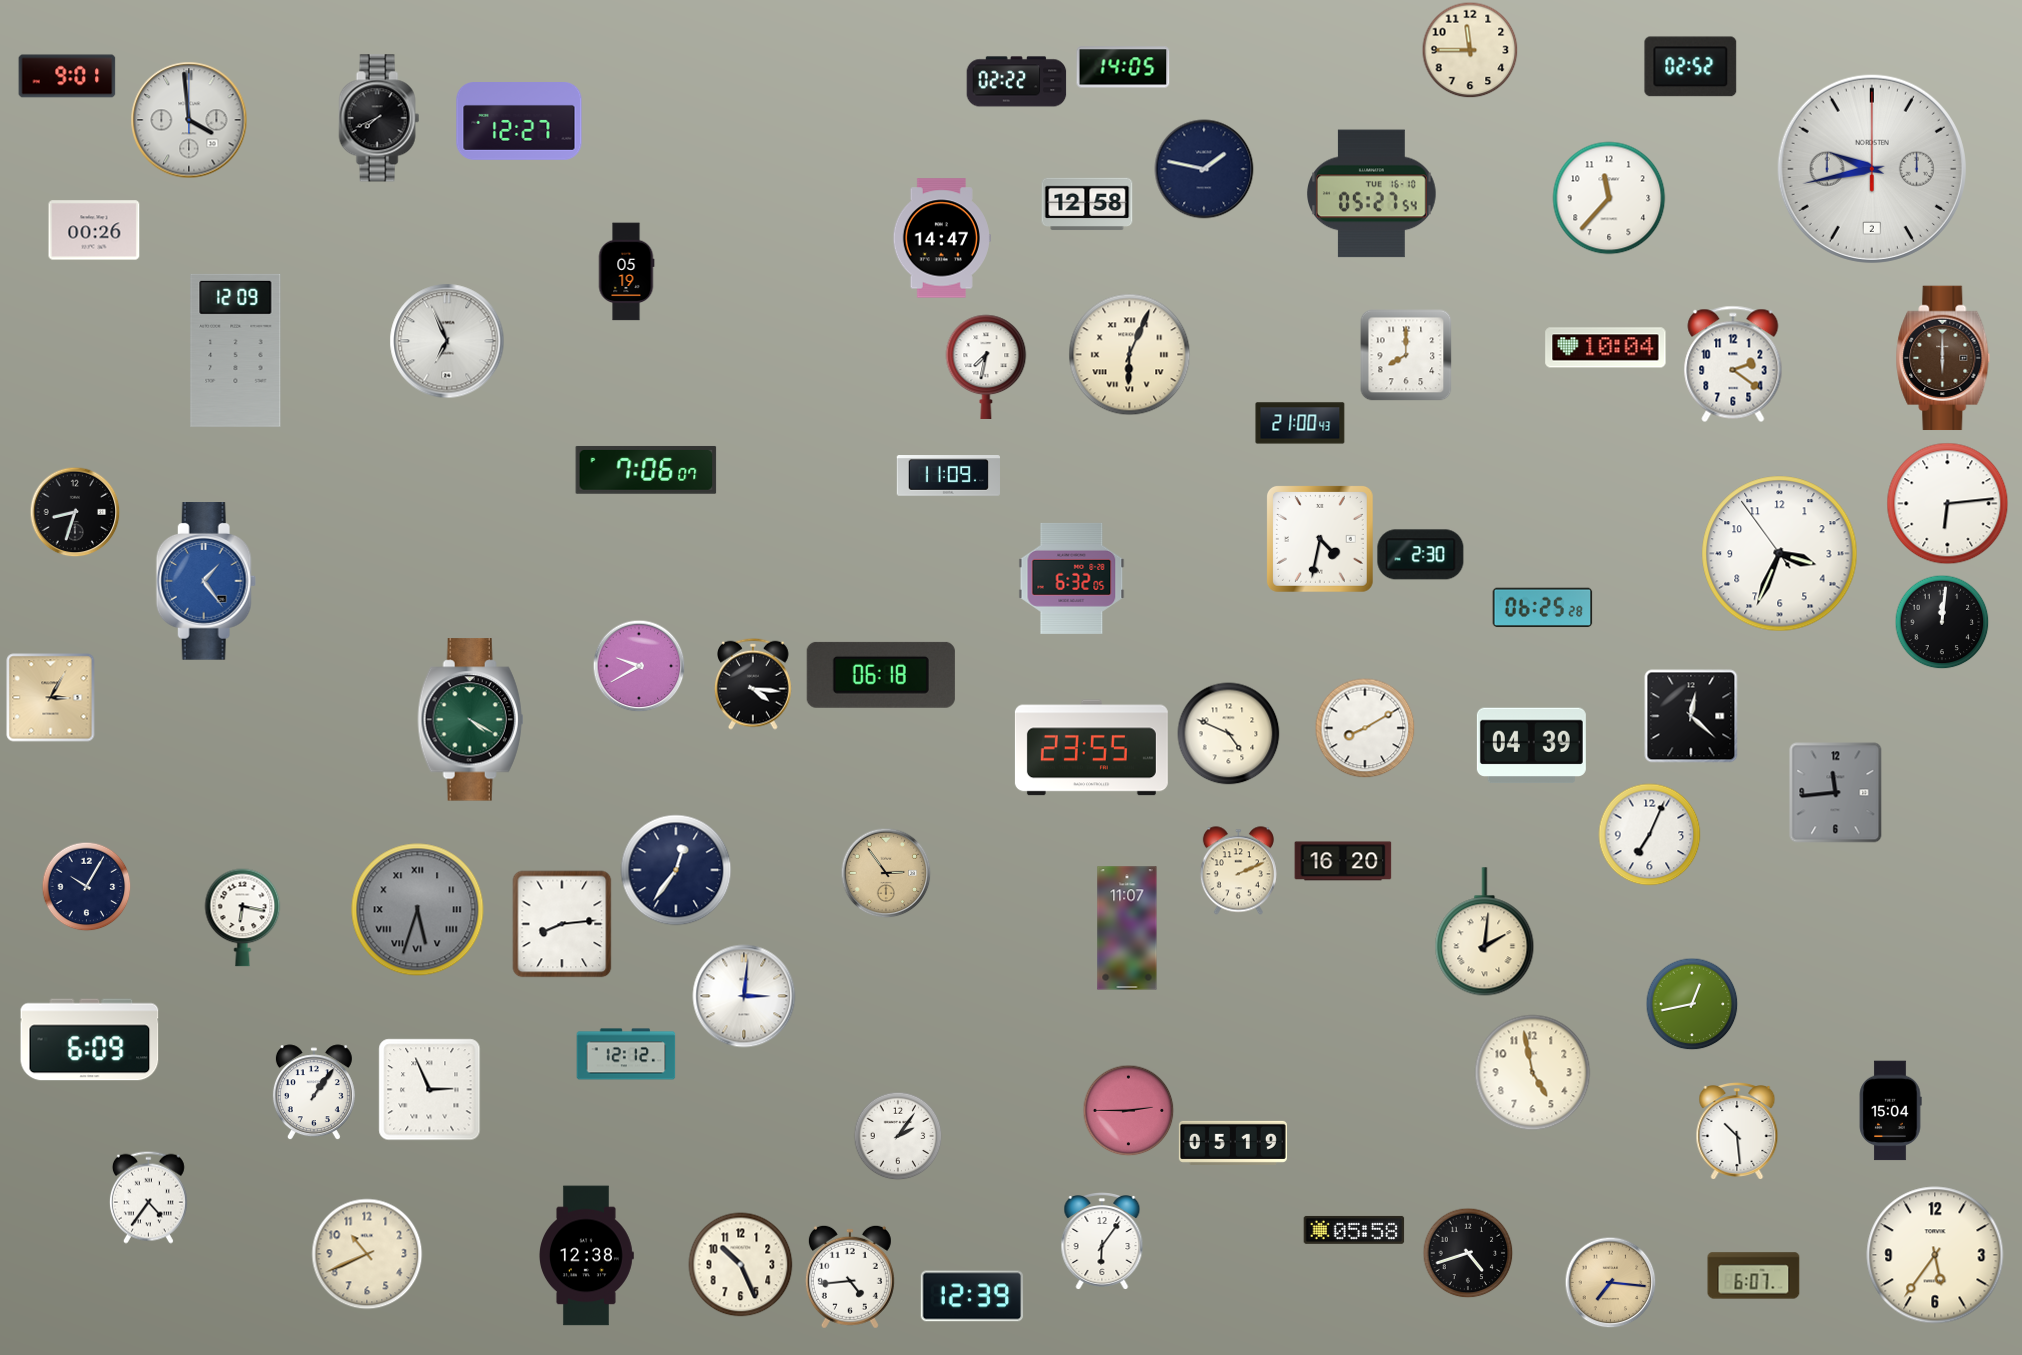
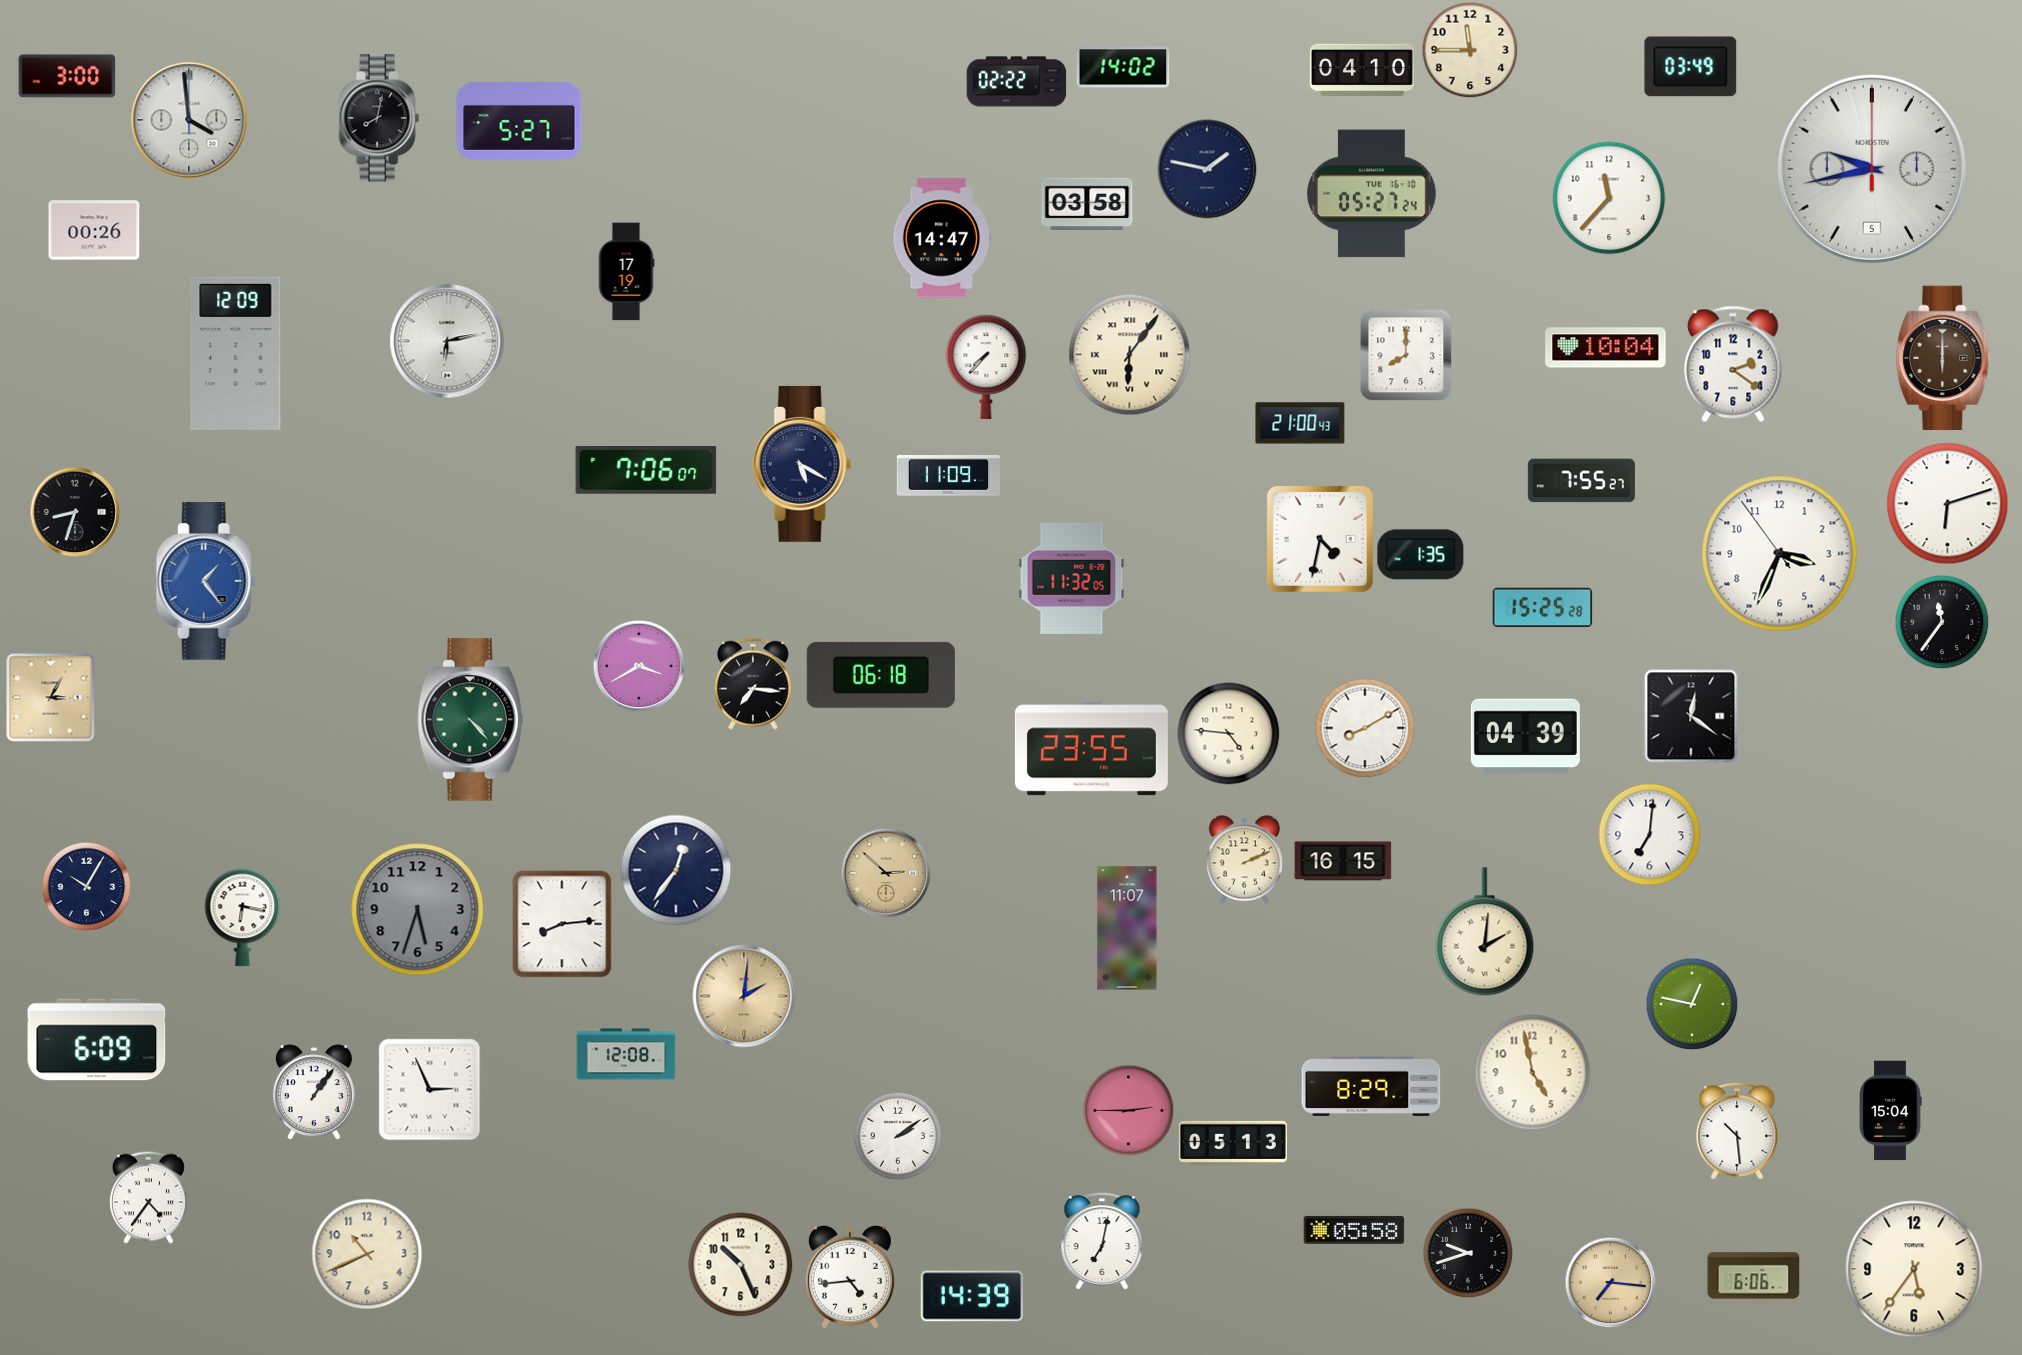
clock at (1123, 67): 14:05 -> 14:02
clock at (1691, 67): 02:52 -> 03:49
clock at (1362, 69): none -> 04:10
clock at (67, 76): 9:01 -> 3:00
clock at (379, 118): 7:41 -> 8:02
clock at (519, 122): 12:27 -> 5:27
clock at (1204, 169) position: (1204, 169) -> (1207, 169)
clock at (1872, 169) date: 2 -> 5
clock at (1372, 194): 05:27:54 -> 05:27:24
clock at (1087, 204): 12:58 -> 03:58
clock at (626, 272): 05:19 -> 17:19
clock at (447, 341): 6:56 -> 6:13
clock at (236, 350) position: (236, 350) -> (236, 353)
clock at (1130, 355): 6:04 -> 6:06
clock at (986, 367): 7:32 -> 7:37
clock at (802, 464): none -> 5:20
clock at (1581, 481): none -> 7:55
clock at (1948, 504): 6:14 -> 6:12
clock at (1421, 555): 2:30 -> 1:35
clock at (1072, 578): 6:32 -> 11:32
clock at (1543, 608): 06:25 -> 15:25
clock at (1942, 622): 12:01 -> 11:36
clock at (639, 666): 9:40 -> 3:40
clock at (754, 684): 4:16 -> 7:16
clock at (1691, 716): 12:22 -> 12:21
clock at (471, 720): 4:20 -> 4:23
clock at (1229, 734): 4:49 -> 4:46
clock at (1531, 746) position: (1531, 746) -> (1525, 737)
clock at (1836, 793): 11:44 -> none
clock at (1650, 835): 7:04 -> 7:01
clock at (1343, 861): 16:20 -> 16:15
clock at (1238, 871) position: (1238, 871) -> (1244, 860)
clock at (886, 873): 2:54 -> 2:52
clock at (418, 910) numerals: Roman -> Arabic
clock at (744, 996): 3:01 -> 2:01
clock at (744, 996) dial: white -> champagne
clock at (1692, 1004): 12:43 -> 12:47
clock at (90, 1040) position: (90, 1040) -> (97, 1040)
clock at (626, 1054): 12:12 -> 12:08
clock at (1371, 1086): none -> 8:29
clock at (898, 1136): 2:06 -> 2:09
clock at (1233, 1143): 05:19 -> 05:13
clock at (1102, 1242): 6:06 -> 7:02
clock at (1468, 1253): 4:42 -> 9:42
clock at (1935, 1255) position: (1935, 1255) -> (1914, 1269)
clock at (587, 1256): 12:38 -> none
clock at (1754, 1276): 6:07 -> 6:06
clock at (972, 1296): 12:39 -> 14:39
